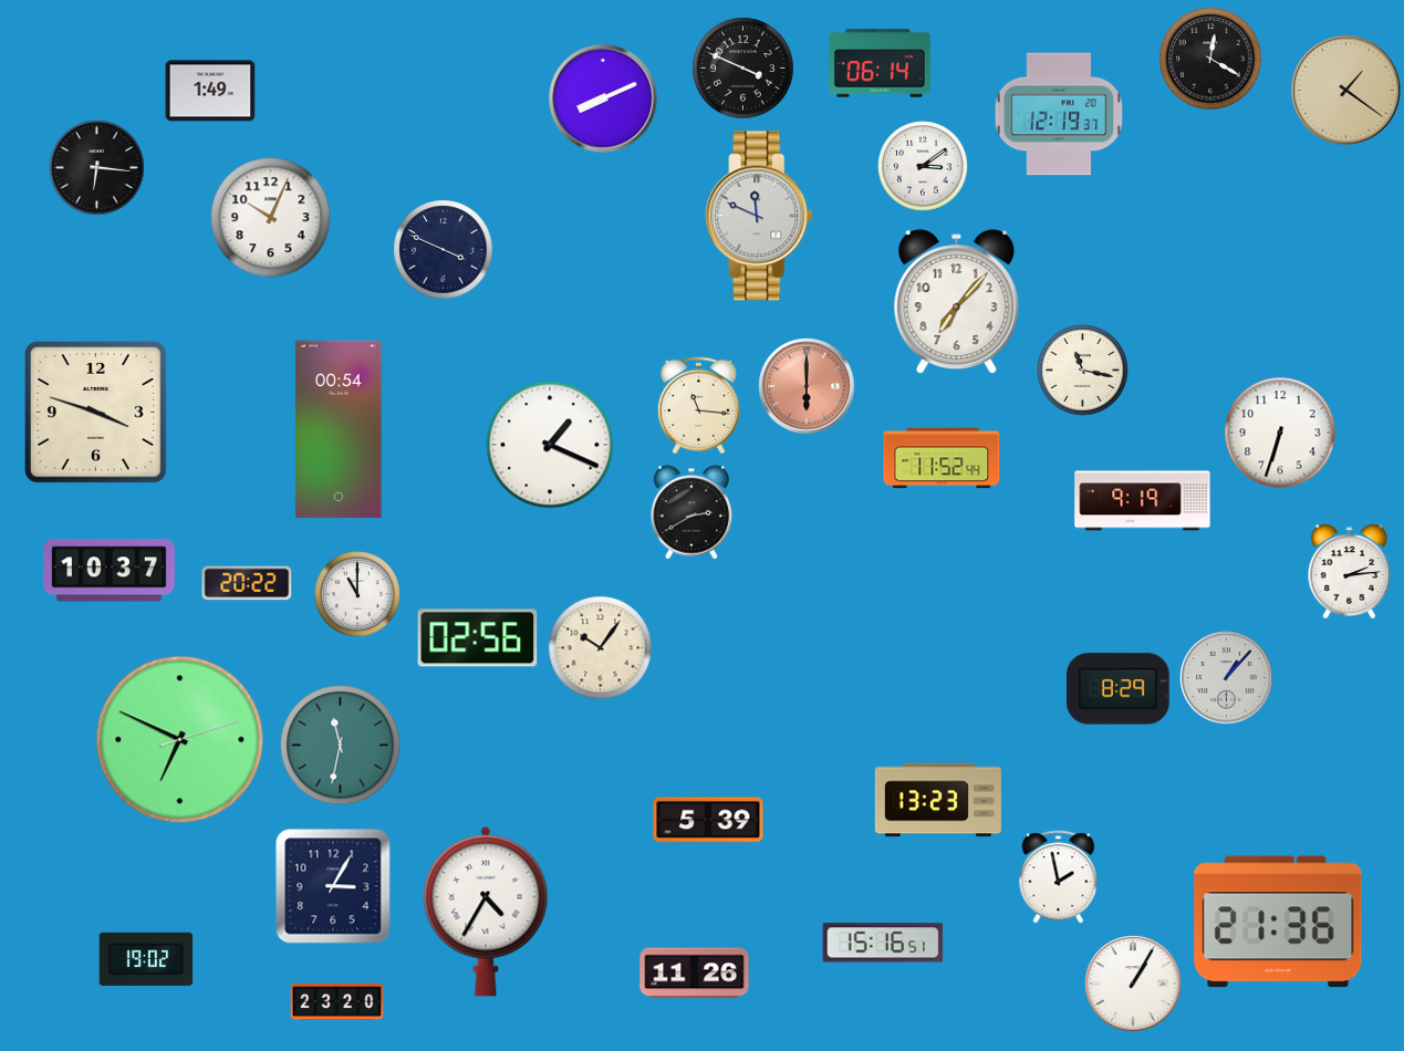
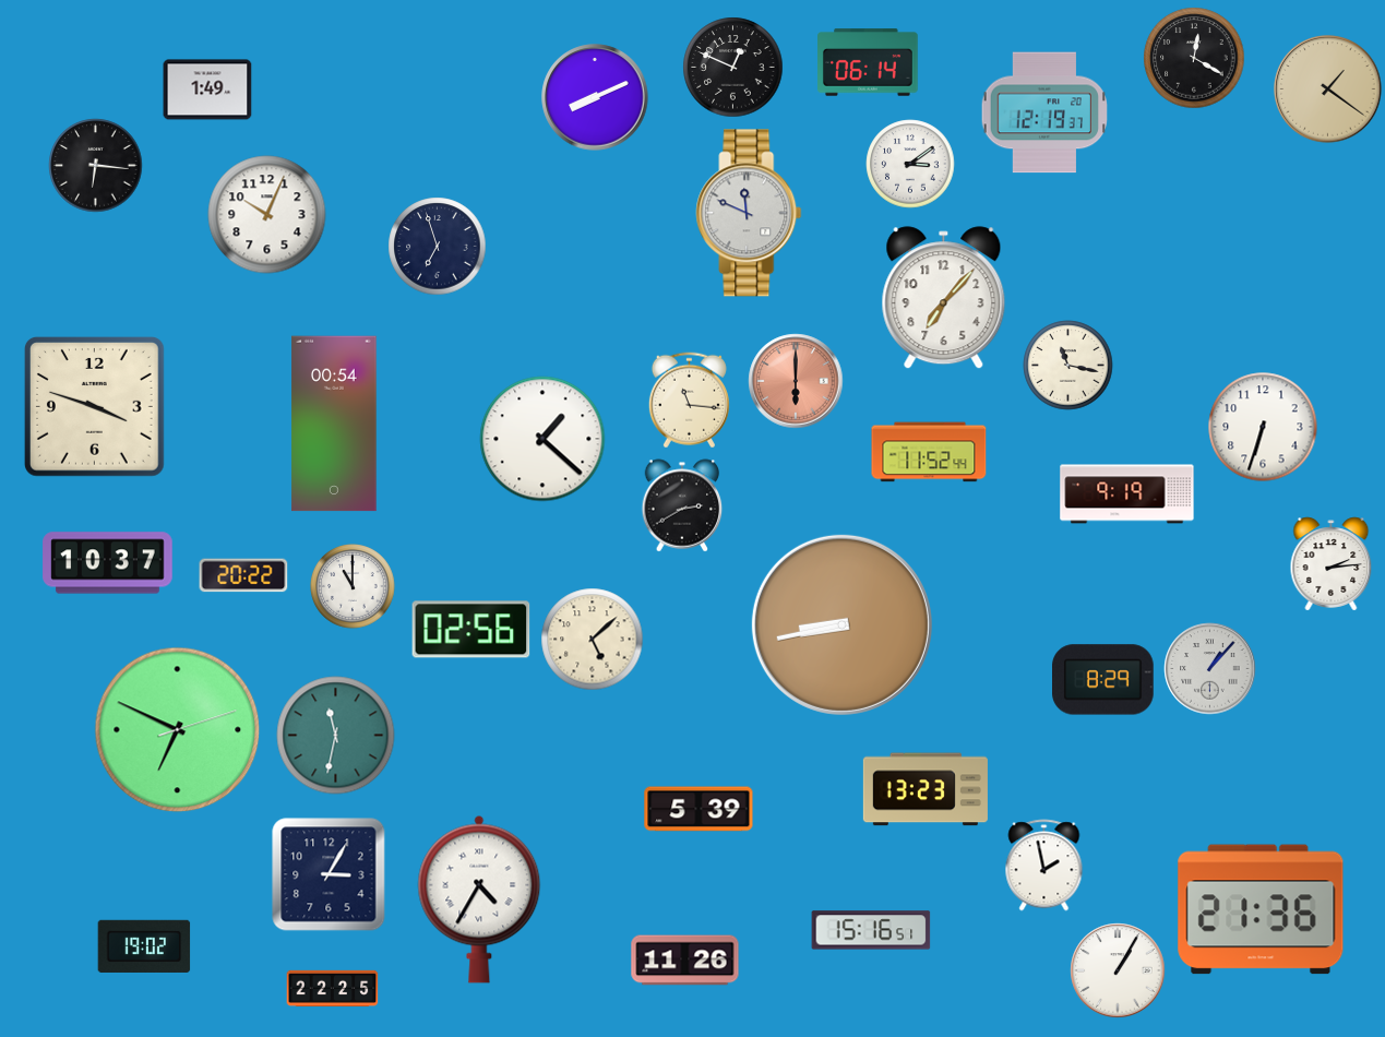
clock at (743, 69): 3:49 -> 12:49
clock at (444, 250): 3:49 -> 6:57
clock at (550, 445): 1:19 -> 1:22
clock at (841, 624): none -> 8:43
clock at (601, 648): 10:06 -> 5:08
clock at (337, 1001): 23:20 -> 22:25
